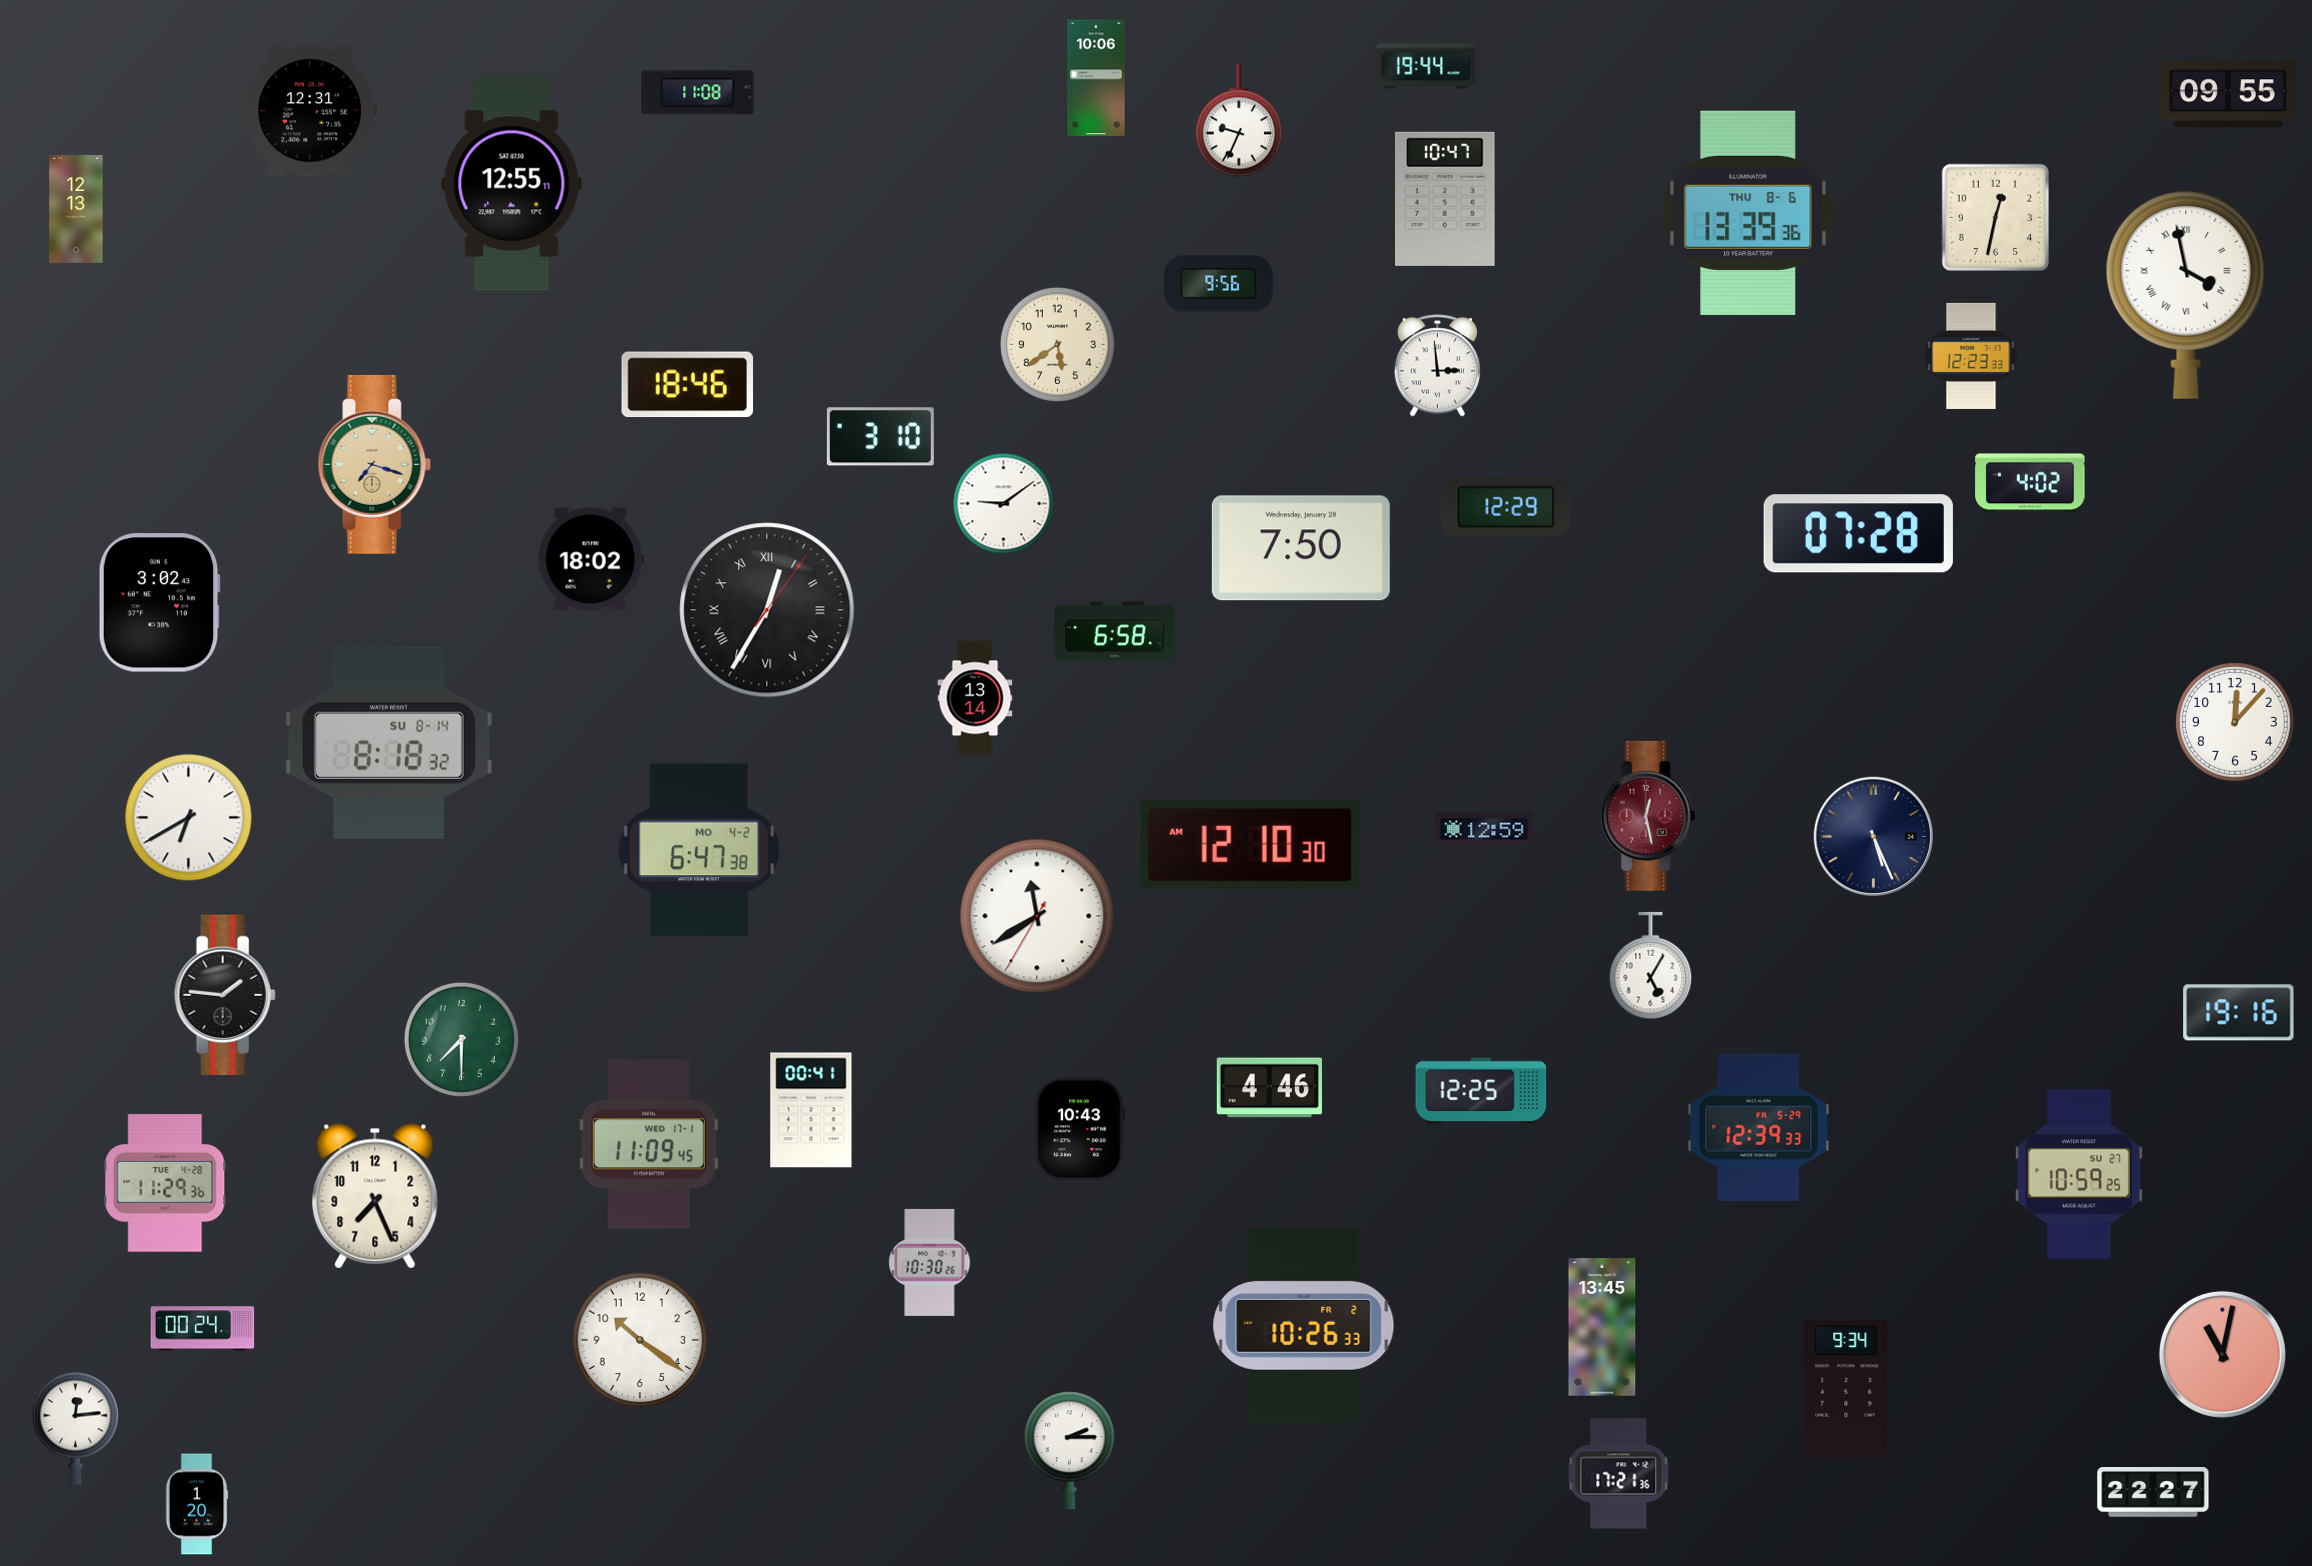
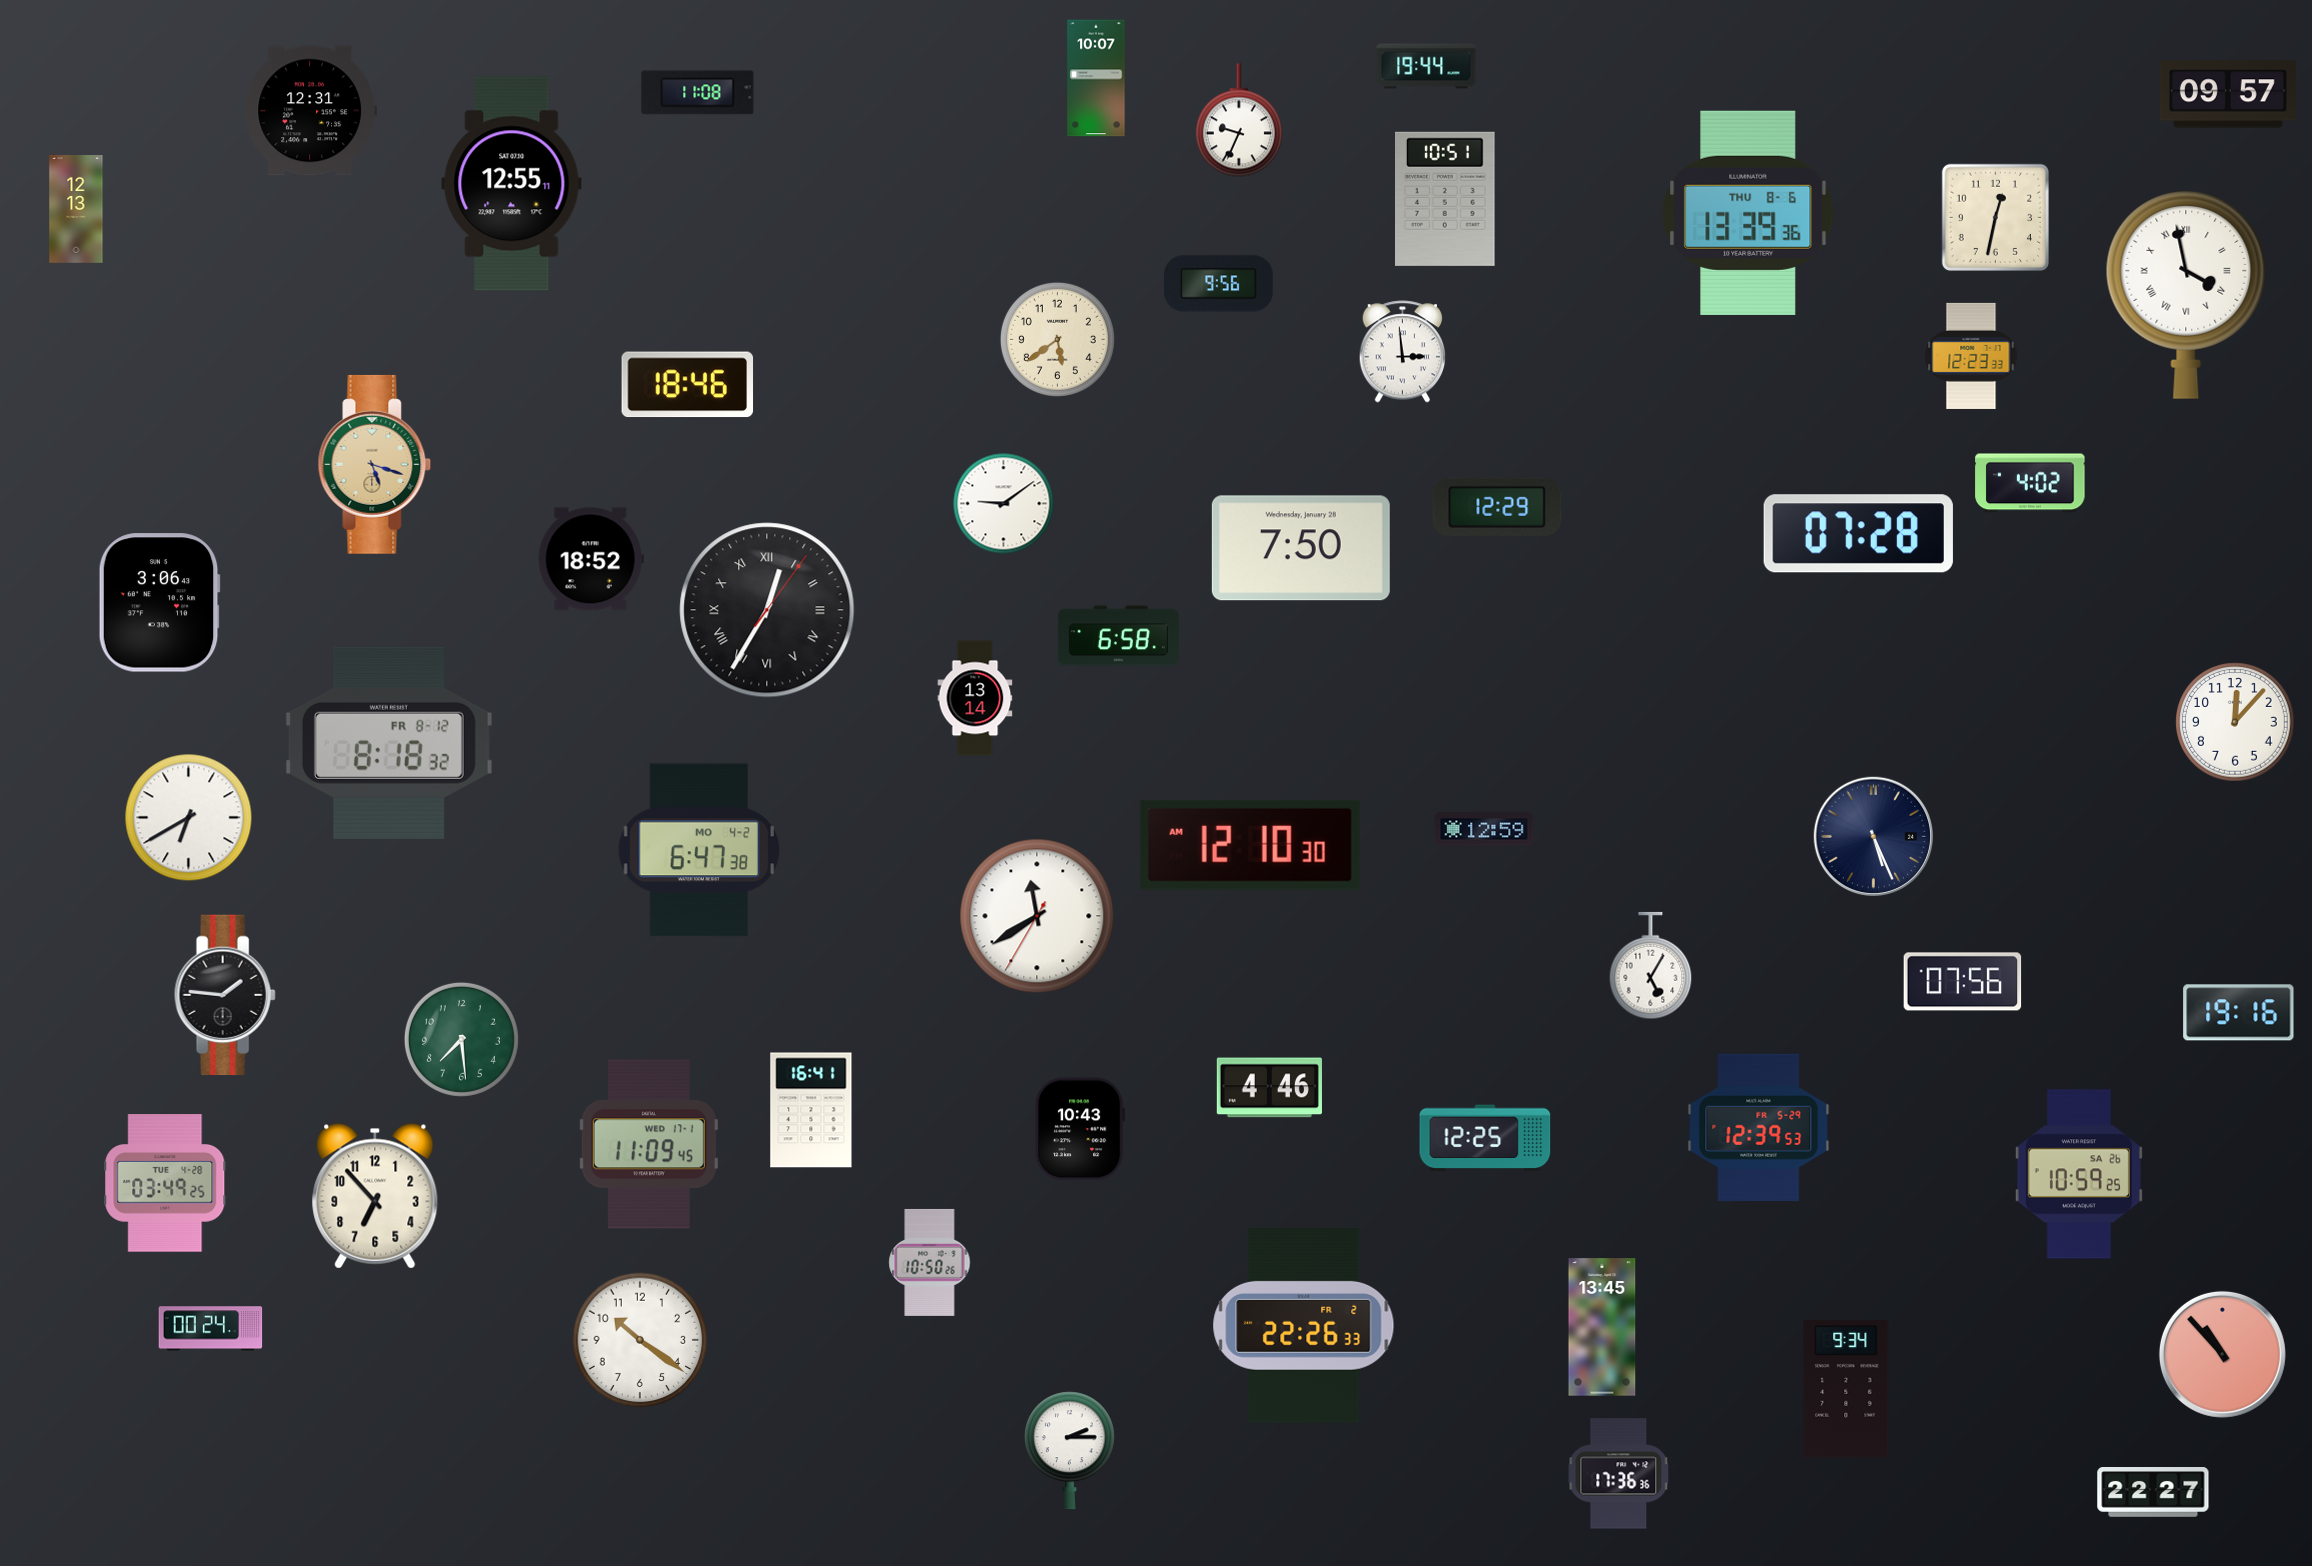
clock at (1096, 78): 10:06 -> 10:07
clock at (2228, 94): 09:55 -> 09:57
clock at (1446, 199): 10:47 -> 10:51
clock at (1057, 344) position: (1057, 344) -> (1057, 339)
clock at (1438, 366) position: (1438, 366) -> (1403, 352)
clock at (880, 437): 3:10 -> none
clock at (375, 464): 7:18 -> 5:18
clock at (1506, 507) position: (1506, 507) -> (1497, 507)
clock at (591, 559): 18:02 -> 18:52
clock at (159, 603): 3:02 -> 3:06
clock at (1114, 632) position: (1114, 632) -> (1118, 636)
clock at (389, 743) date: SU 8-14 -> FR 8-12
clock at (1648, 816): 12:28 -> none
clock at (1963, 982): none -> 07:56
clock at (461, 1039): 7:30 -> 7:29
clock at (1481, 1091) position: (1481, 1091) -> (1485, 1138)
clock at (811, 1110): 00:41 -> 16:41
clock at (1759, 1127): 12:39:33 -> 12:39:53
clock at (2079, 1174) date: SU 27 -> SA 26
clock at (165, 1183): 11:29 -> 03:49
clock at (375, 1196): 7:26 -> 6:53
clock at (930, 1262): 10:30 -> 10:50
clock at (1304, 1326): 10:26 -> 22:26
clock at (203, 1329) position: (203, 1329) -> (211, 1329)
clock at (2222, 1354): 11:02 -> 10:53
clock at (75, 1428): 12:14 -> none
clock at (1619, 1474): 17:21 -> 17:36
clock at (197, 1504): 1:20 -> none
